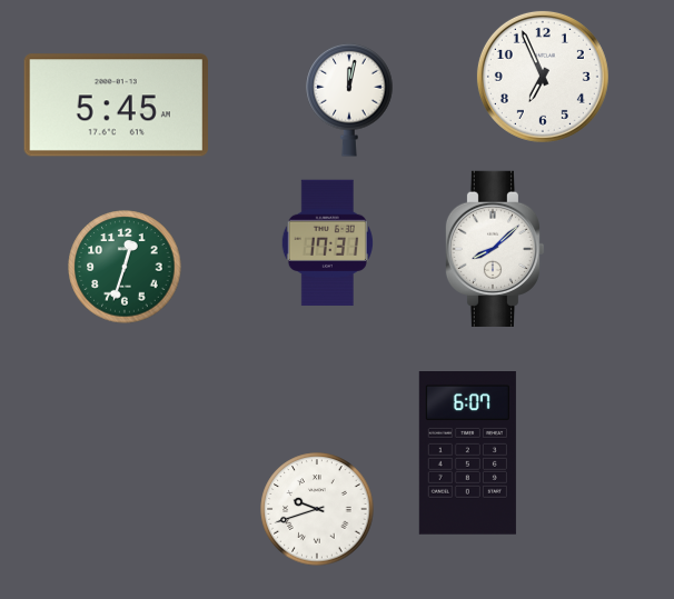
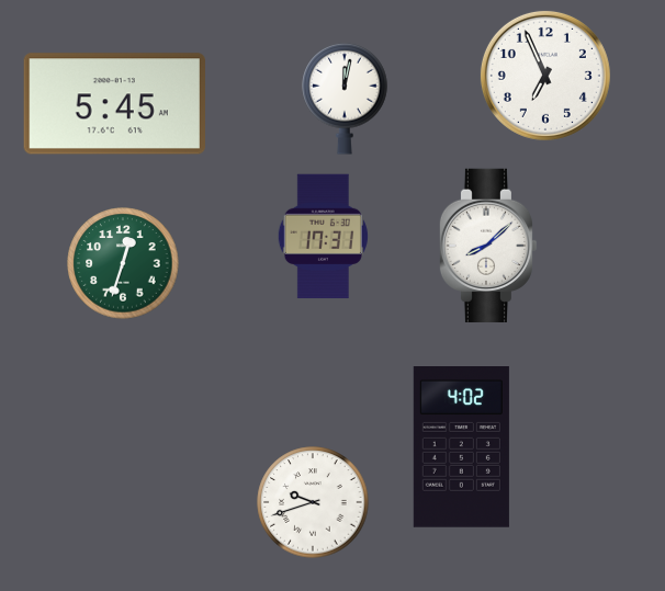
clock at (543, 77) position: (543, 77) -> (545, 76)
clock at (327, 243) position: (327, 243) -> (323, 237)
clock at (467, 453): 6:07 -> 4:02
